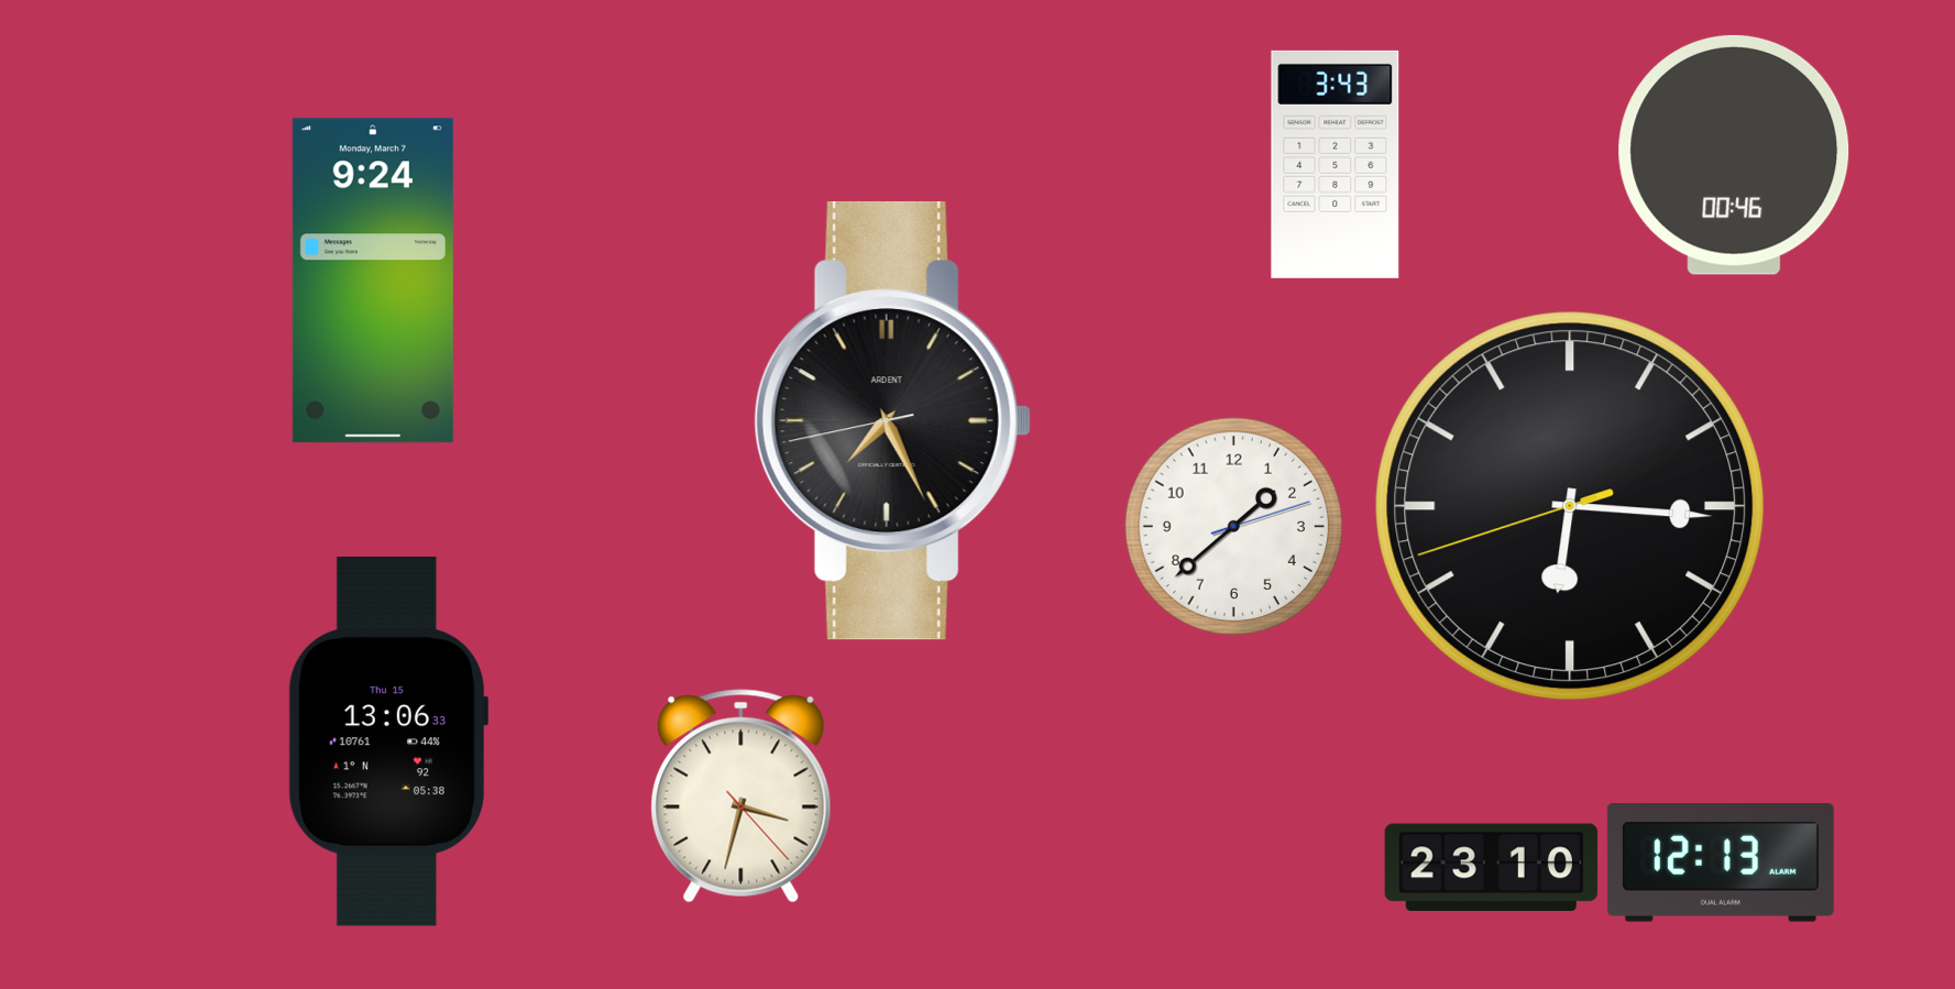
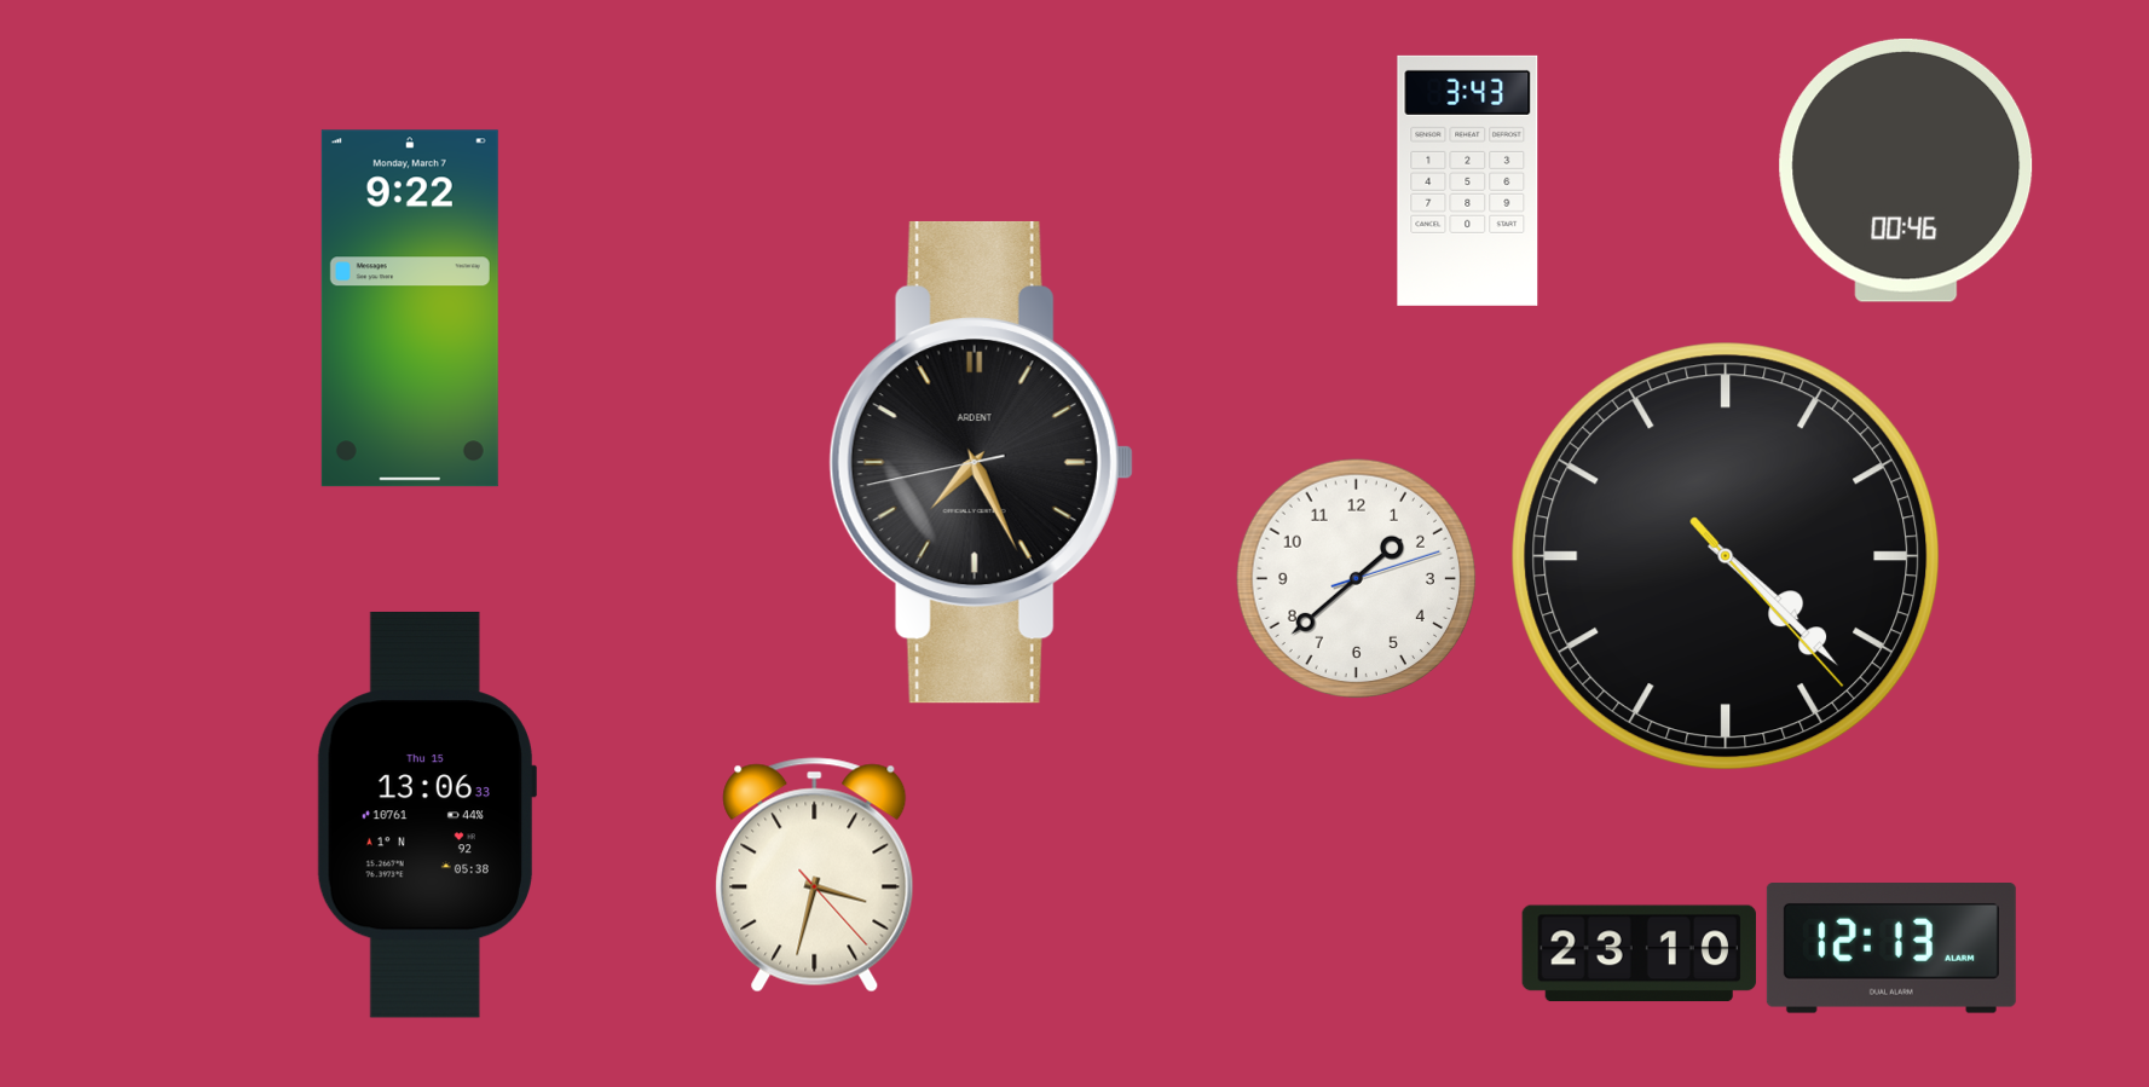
clock at (373, 281): 9:24 -> 9:22
clock at (1570, 506): 6:15 -> 4:22
